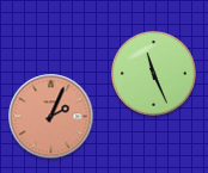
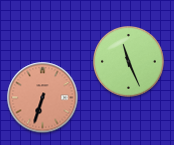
clock at (51, 117): 2:04 -> 6:33
